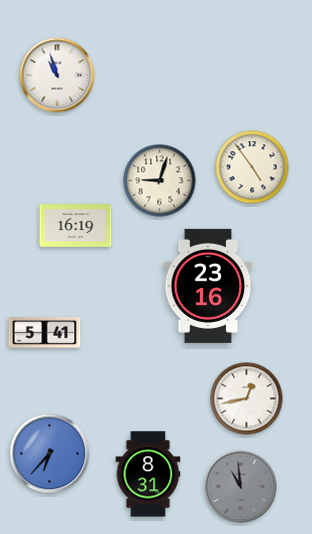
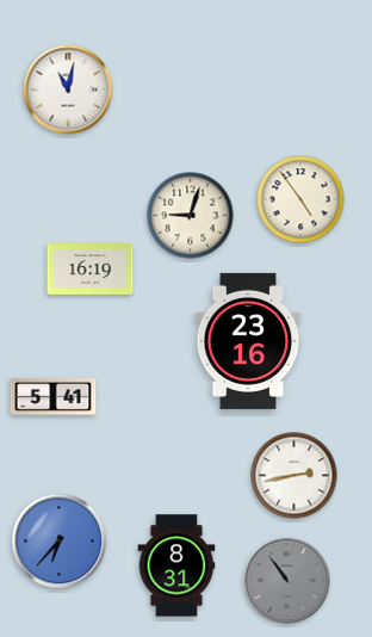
clock at (57, 75): 10:57 -> 11:02
clock at (247, 399): 12:43 -> 2:43
clock at (241, 487): 10:59 -> 10:54
